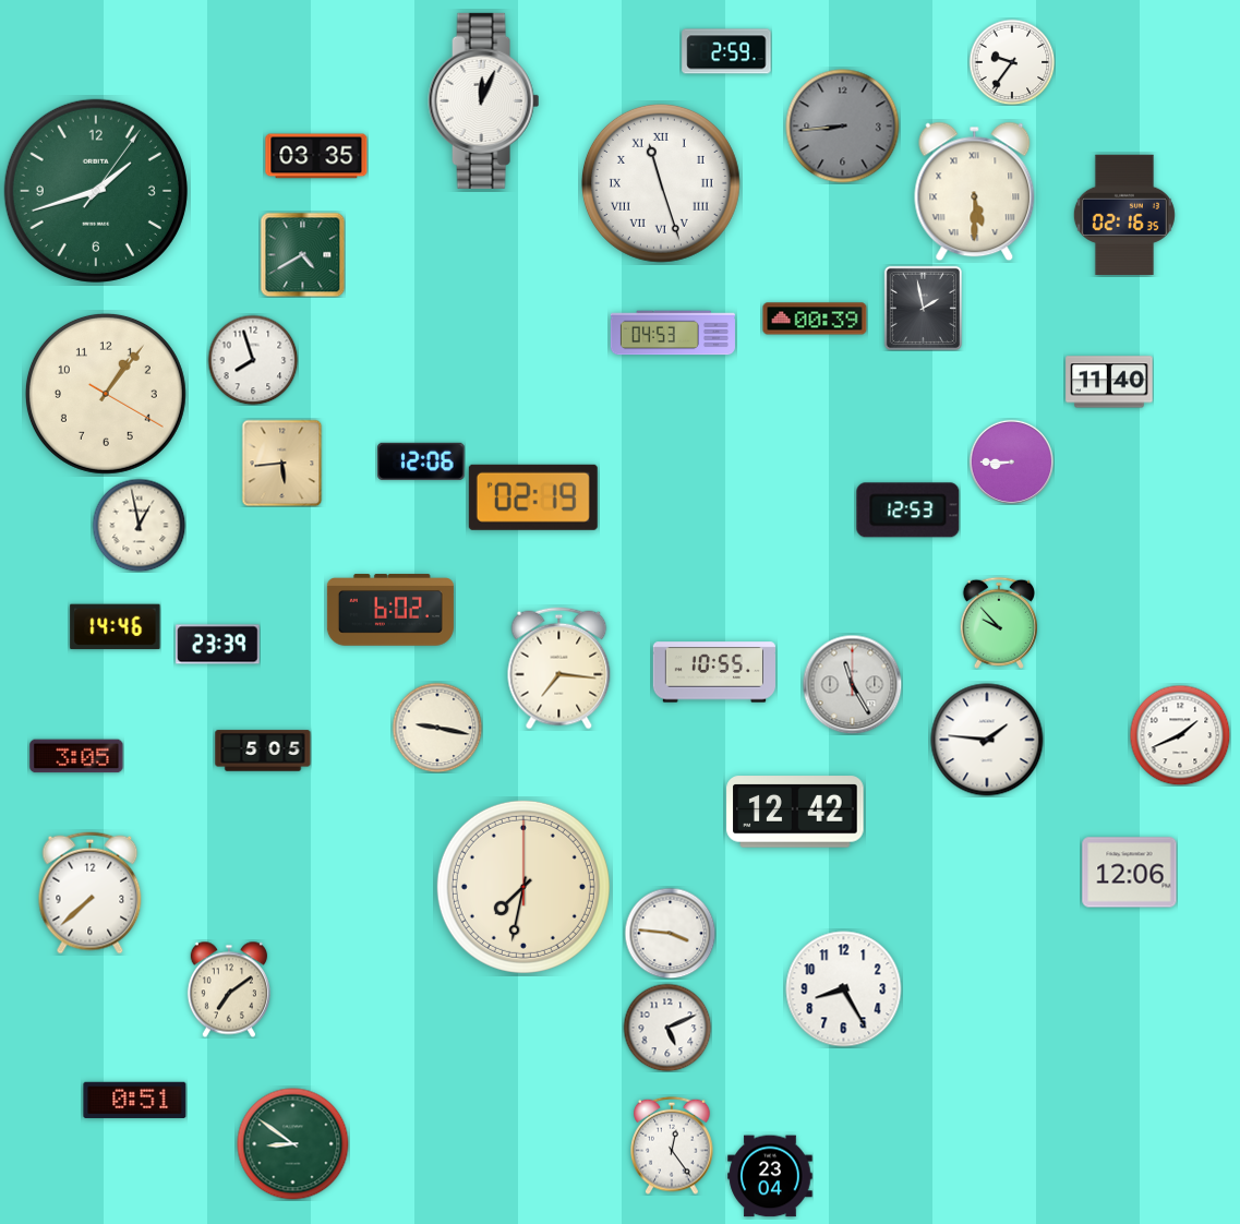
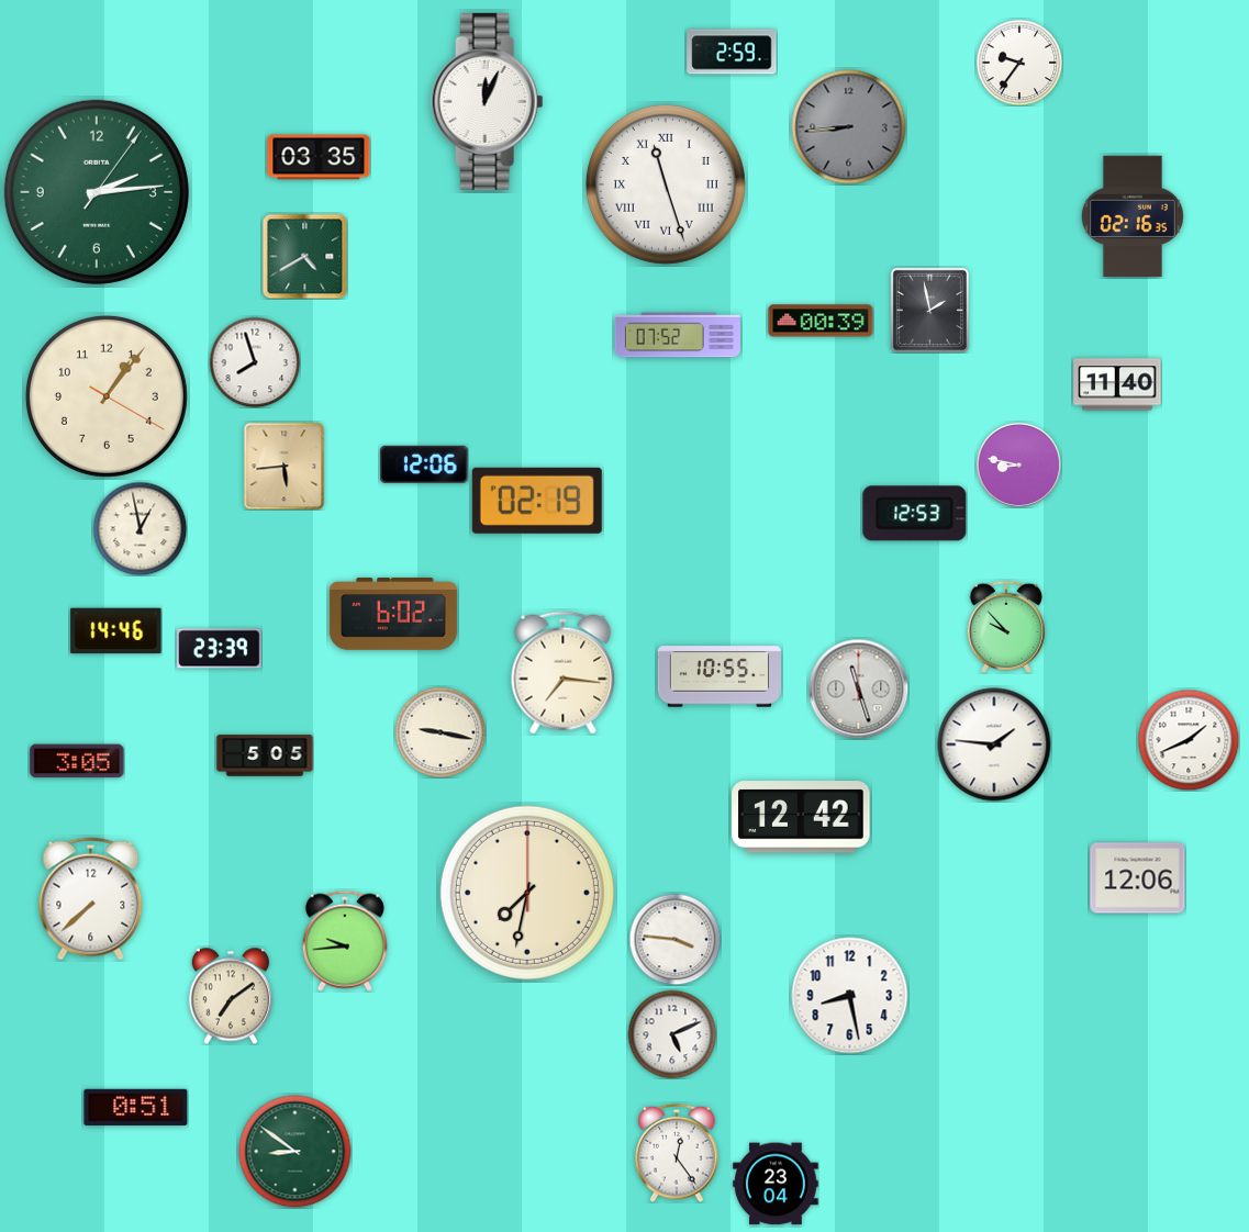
clock at (96, 191): 1:42 -> 2:14
clock at (975, 192): 5:30 -> none
clock at (673, 333): 04:53 -> 07:52
clock at (1011, 461): 8:45 -> 8:47
clock at (852, 684): 11:25 -> 11:27
clock at (345, 941): none -> 9:44
clock at (844, 989): 8:25 -> 8:28
